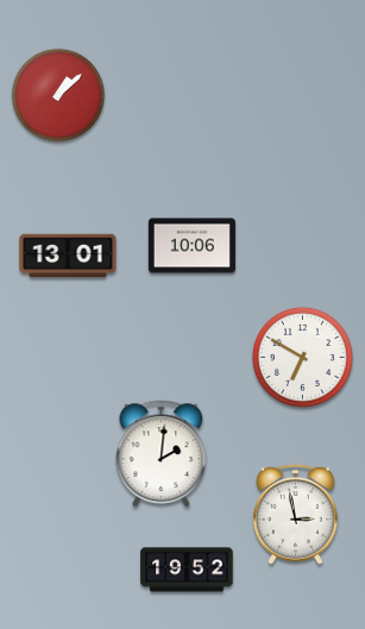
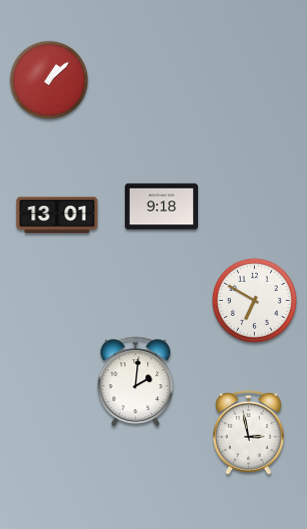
clock at (191, 246): 10:06 -> 9:18
clock at (187, 570): 19:52 -> none
